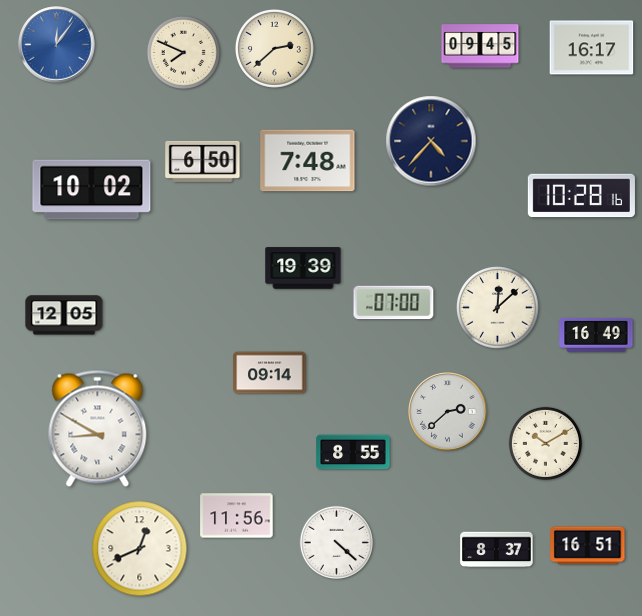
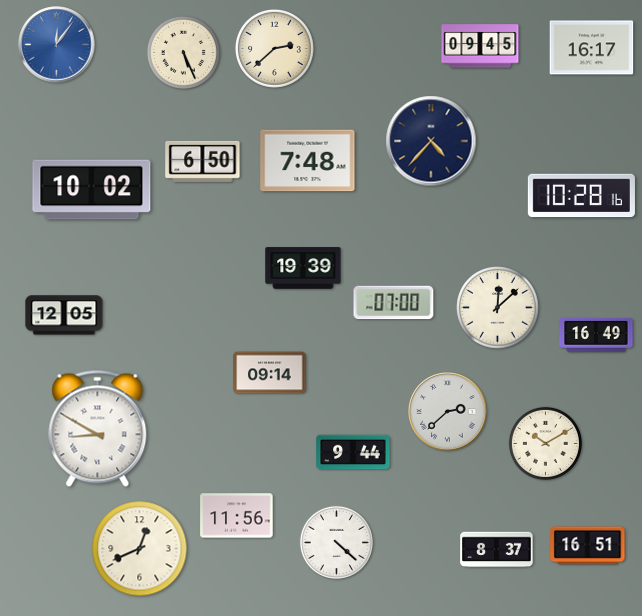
clock at (183, 52): 7:49 -> 5:26
clock at (353, 452): 8:55 -> 9:44
